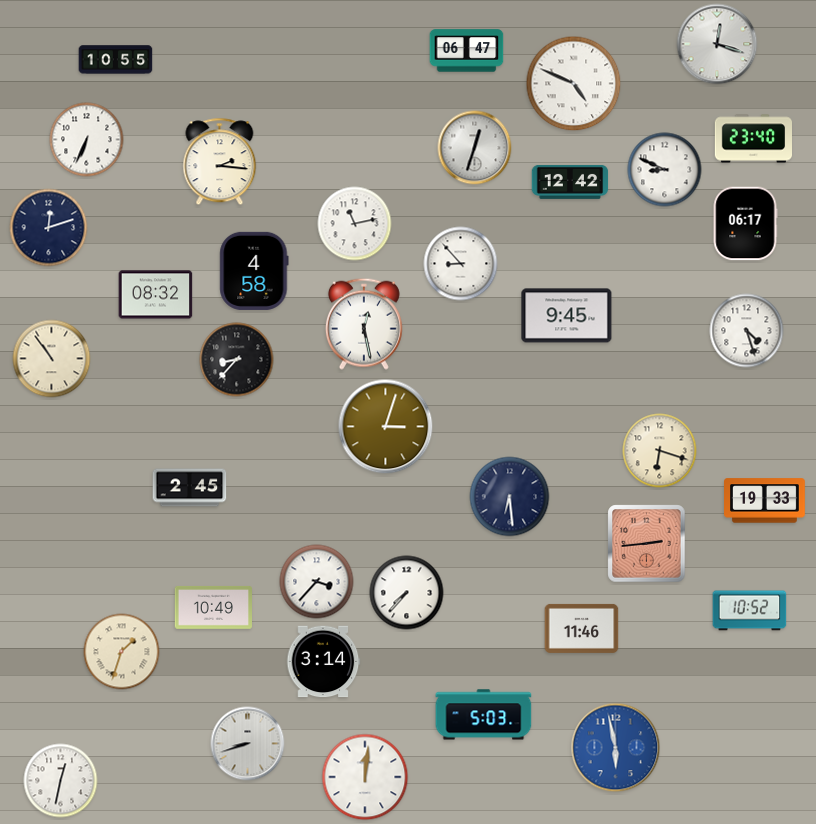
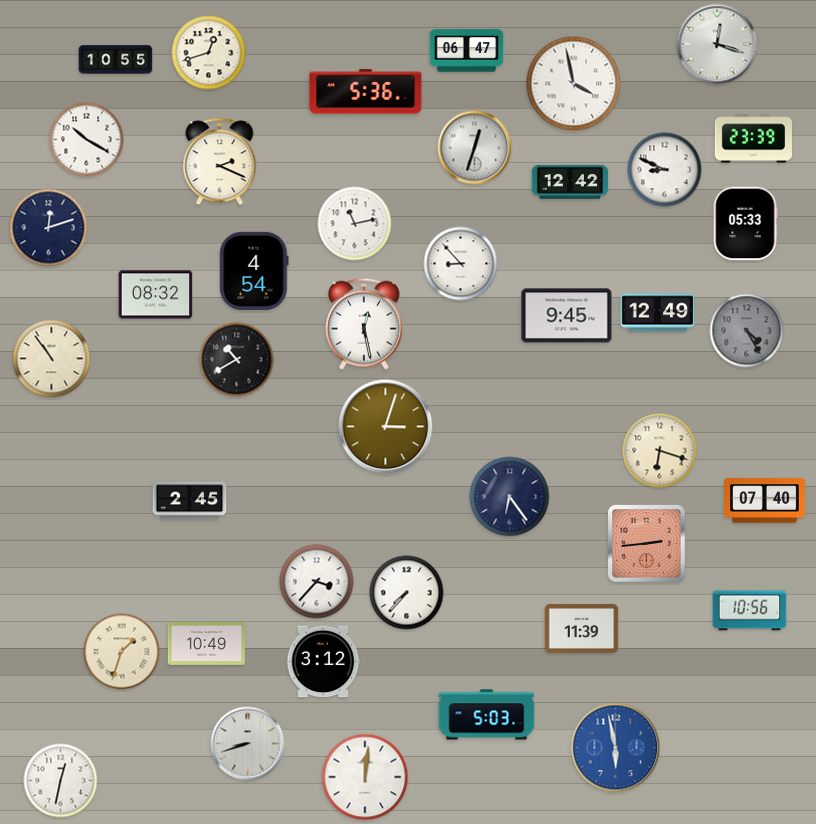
clock at (209, 53): none -> 12:42
clock at (574, 84): 4:49 -> 3:58
clock at (366, 92): none -> 5:36
clock at (753, 139): 23:40 -> 23:39
clock at (87, 140): 6:34 -> 10:20
clock at (220, 162): 2:16 -> 2:19
clock at (745, 224): 06:17 -> 05:33
clock at (254, 271): 4:58 -> 4:54
clock at (658, 313): none -> 12:49
clock at (747, 331): 4:27 -> 4:25
clock at (747, 331) dial: white -> grey
clock at (237, 360): 8:37 -> 10:40
clock at (190, 488) position: (190, 488) -> (190, 501)
clock at (510, 497): 6:29 -> 6:24
clock at (765, 501): 19:33 -> 07:40
clock at (213, 607) position: (213, 607) -> (206, 643)
clock at (750, 611): 10:52 -> 10:56
clock at (582, 628): 11:46 -> 11:39
clock at (323, 662): 3:14 -> 3:12
clock at (484, 715) position: (484, 715) -> (487, 715)
